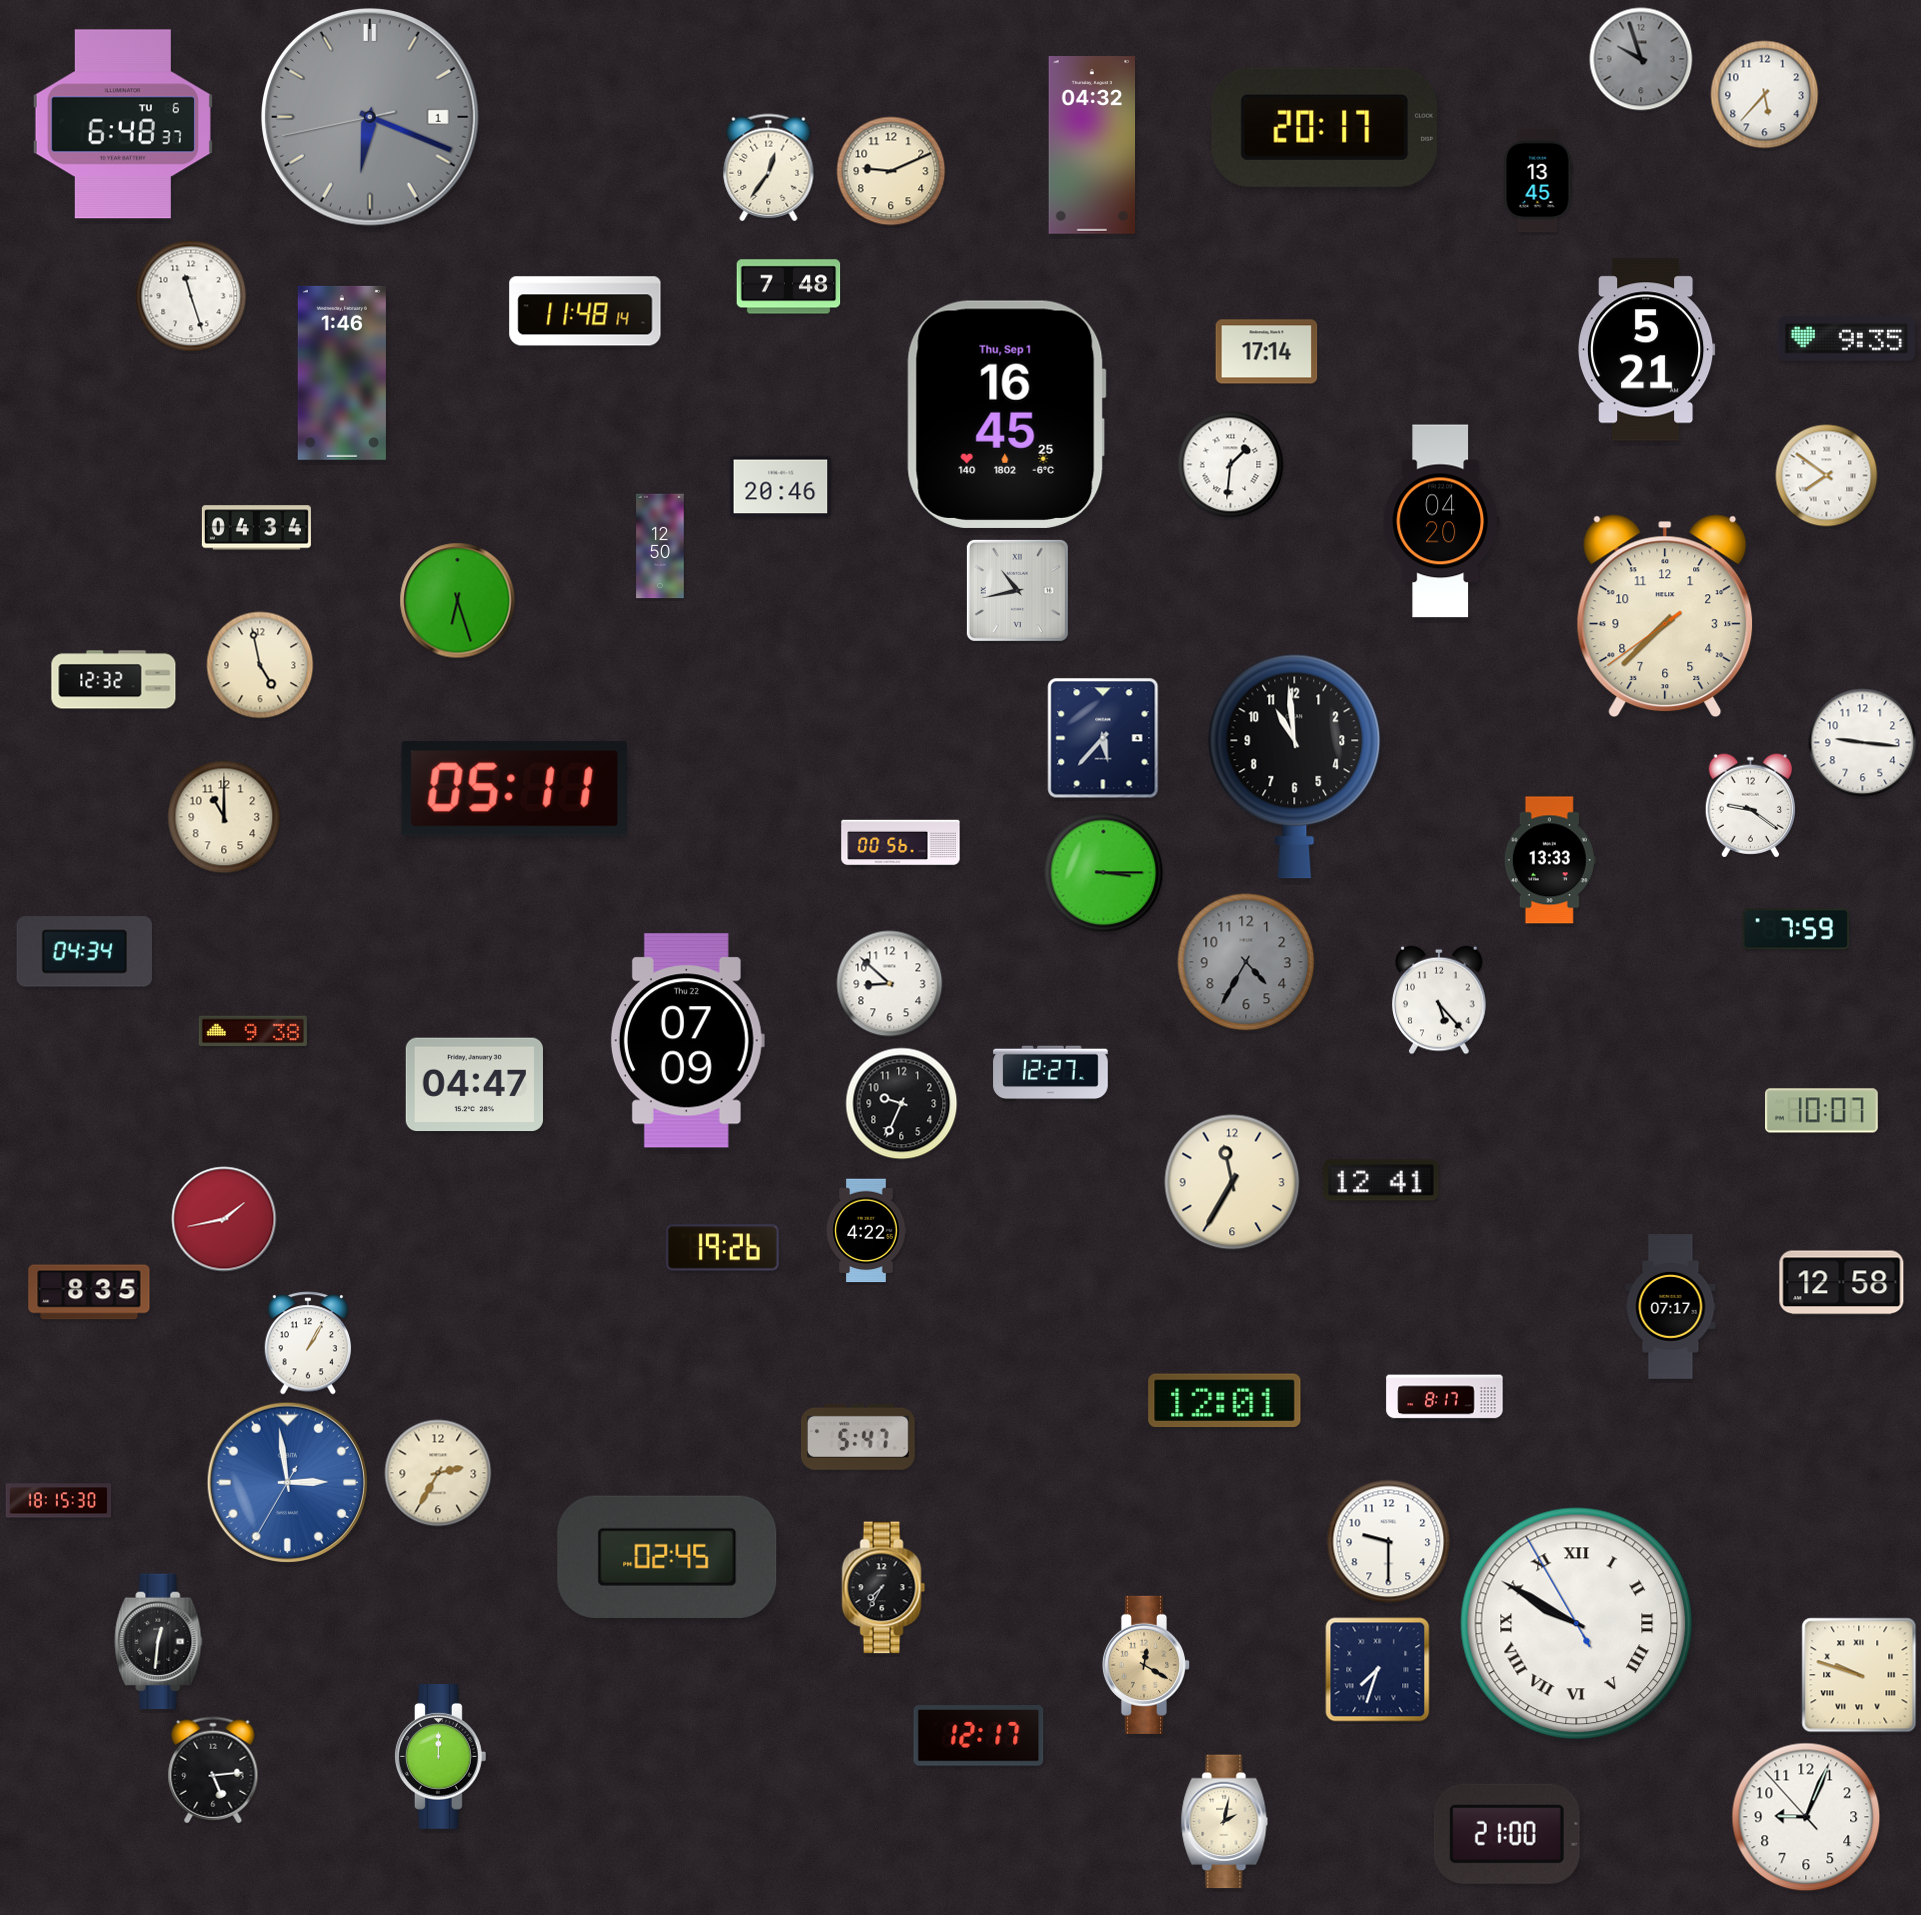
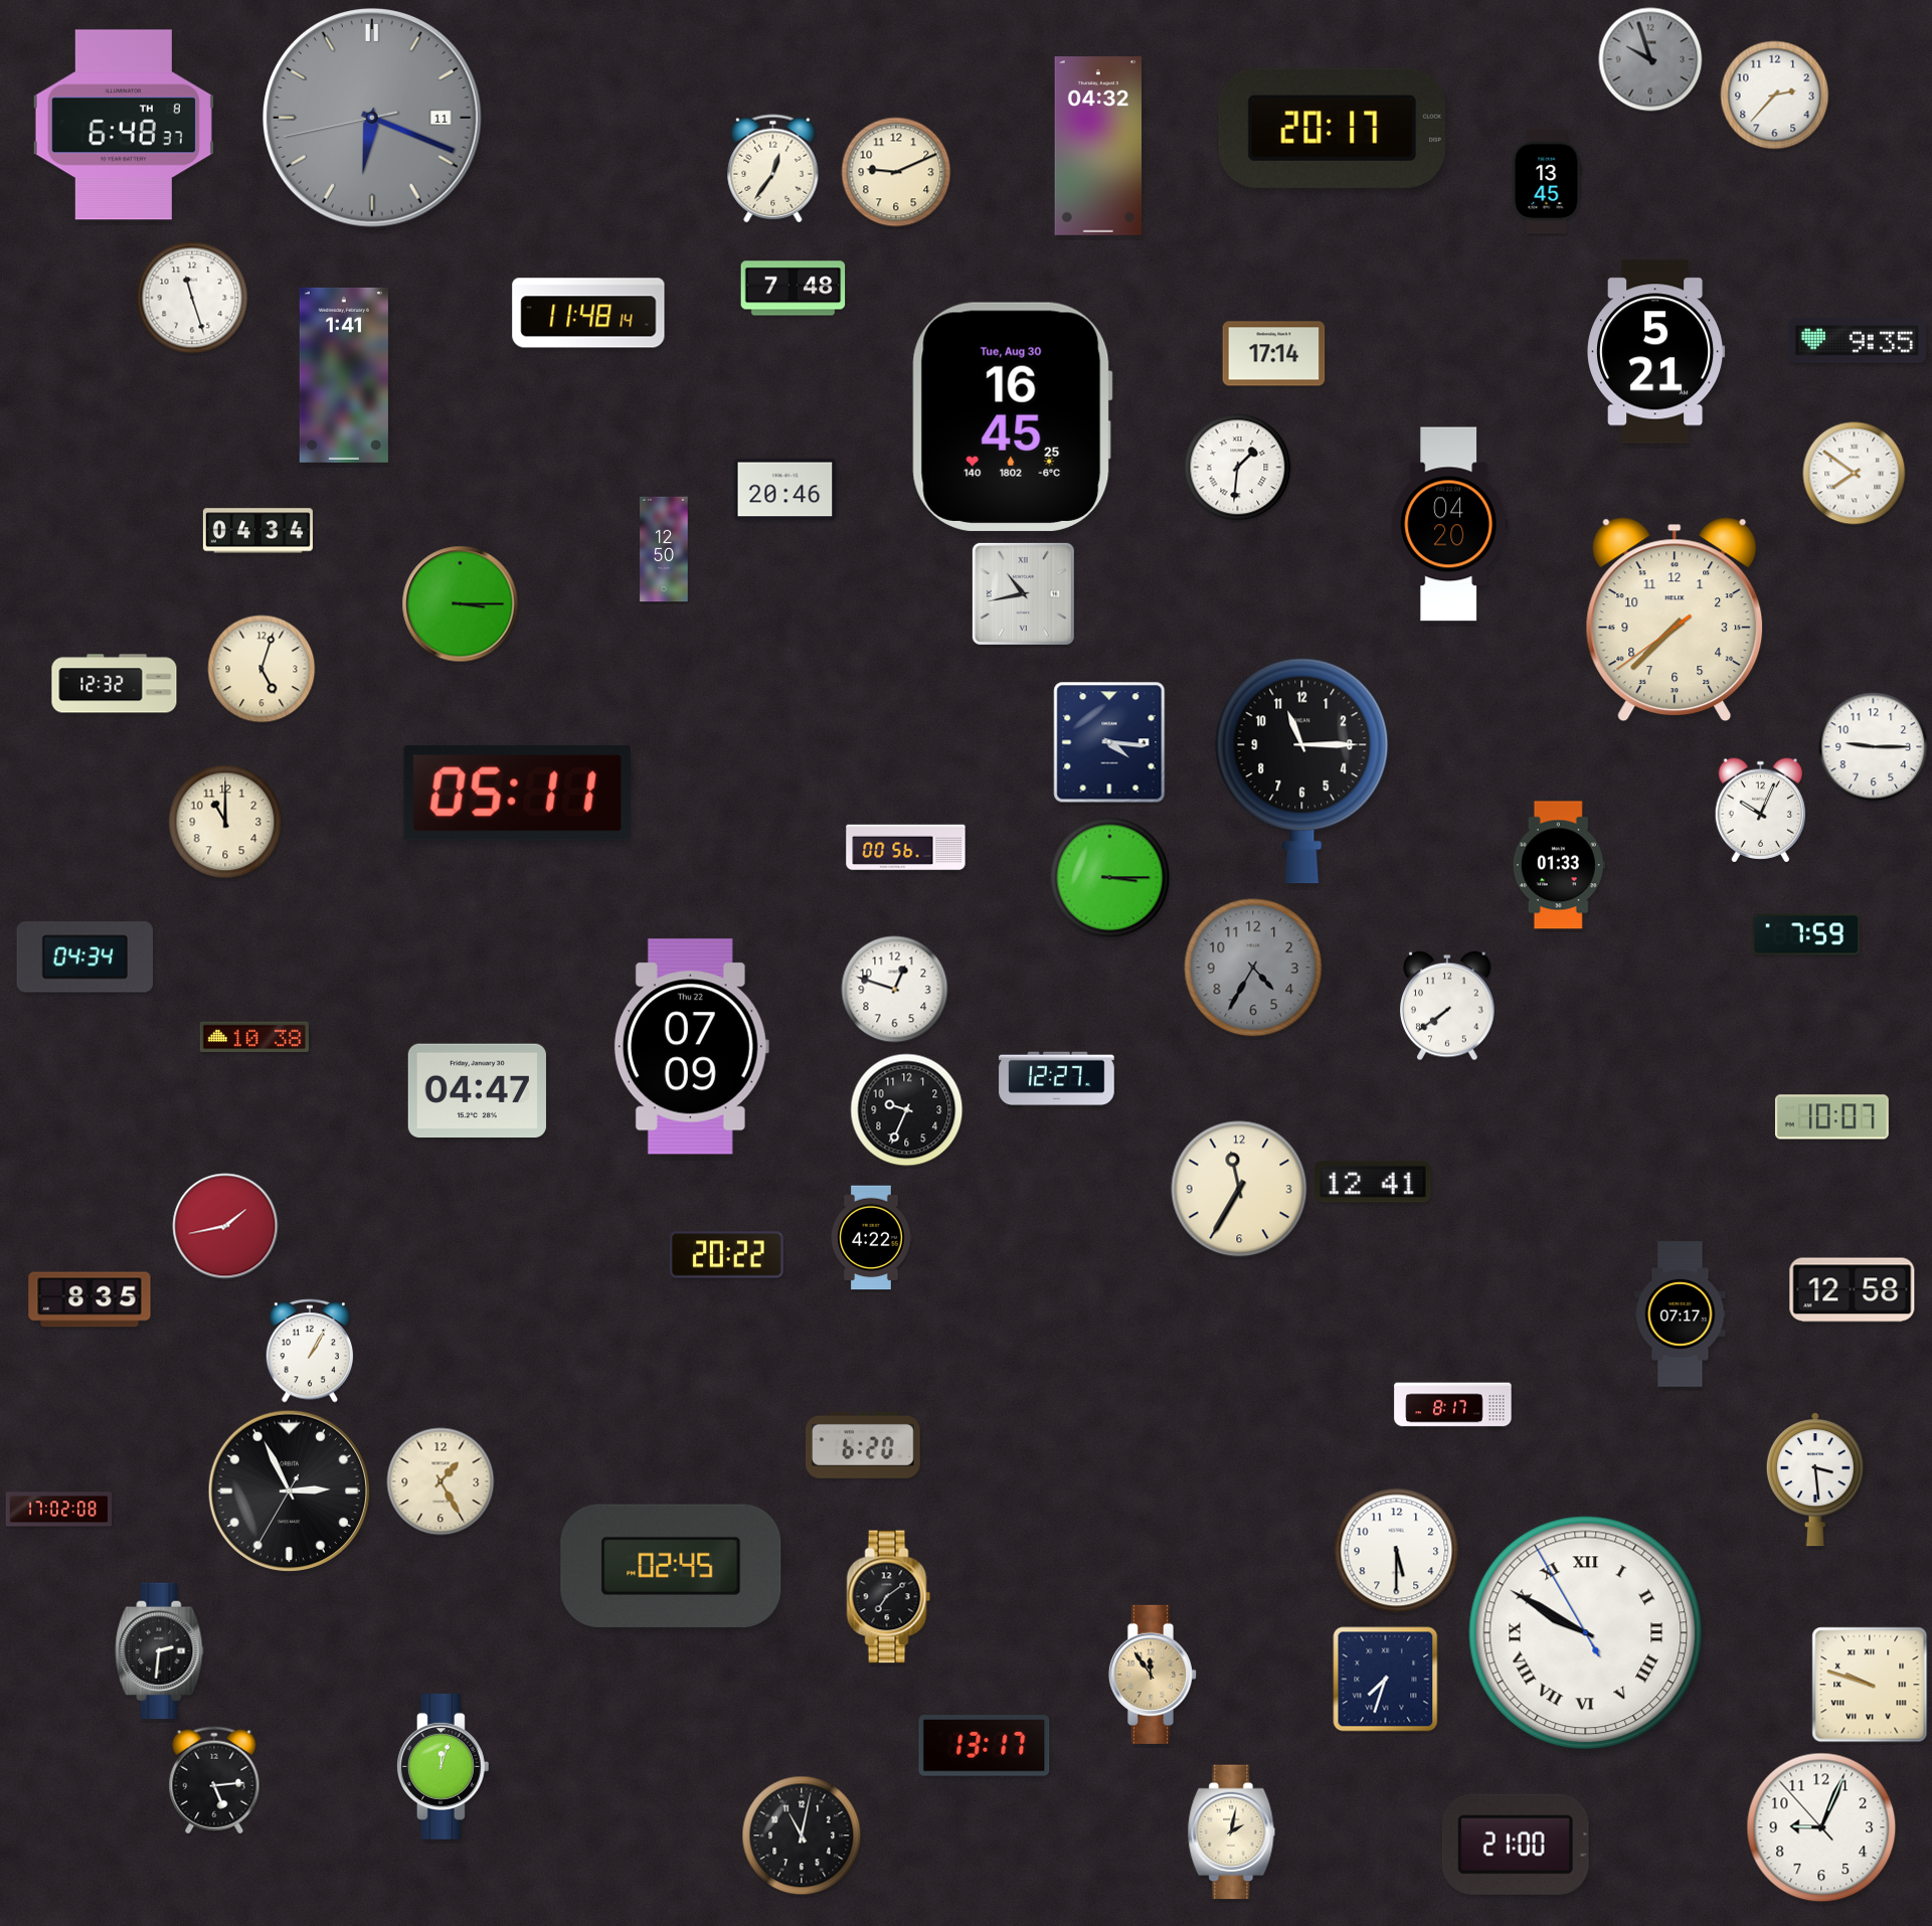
clock at (1765, 95): 5:37 -> 2:37
clock at (371, 118) date: 1 -> 11
clock at (123, 124) date: TU 6 -> TH 8
clock at (342, 373): 1:46 -> 1:41
clock at (1006, 414) date: Thu, Sep 1 -> Tue, Aug 30
clock at (1827, 476) position: (1827, 476) -> (1855, 474)
clock at (458, 601): 6:27 -> 3:15
clock at (260, 665): 4:58 -> 5:03
clock at (1103, 738): 5:37 -> 4:16
clock at (1863, 743): 9:16 -> 9:15
clock at (1295, 766): 10:59 -> 11:15
clock at (1750, 806): 9:21 -> 10:04
clock at (1550, 860): 13:33 -> 01:33
clock at (890, 984): 8:52 -> 12:48
clock at (1439, 1000): 5:23 -> 7:39
clock at (253, 1031): 9:38 -> 10:38
clock at (1381, 1180) position: (1381, 1180) -> (1373, 1182)
clock at (722, 1248): 19:26 -> 20:22
clock at (1225, 1401): 12:01 -> none
clock at (859, 1437): 5:47 -> 6:20
clock at (1815, 1479): none -> 3:29
clock at (438, 1473): 2:35 -> 1:25
clock at (287, 1482): 2:58 -> 2:55
clock at (287, 1482) dial: blue -> black
clock at (59, 1501): 18:15 -> 17:02
clock at (1389, 1542): 9:30 -> 5:30
clock at (884, 1588): 7:35 -> 7:09
clock at (159, 1642): 12:31 -> 2:31
clock at (1146, 1665): 12:20 -> 11:54
clock at (979, 1736): 12:17 -> 13:17
clock at (440, 1757): 12:00 -> 12:03
clock at (1806, 1817) position: (1806, 1817) -> (1821, 1827)
clock at (802, 1835): none -> 11:02
